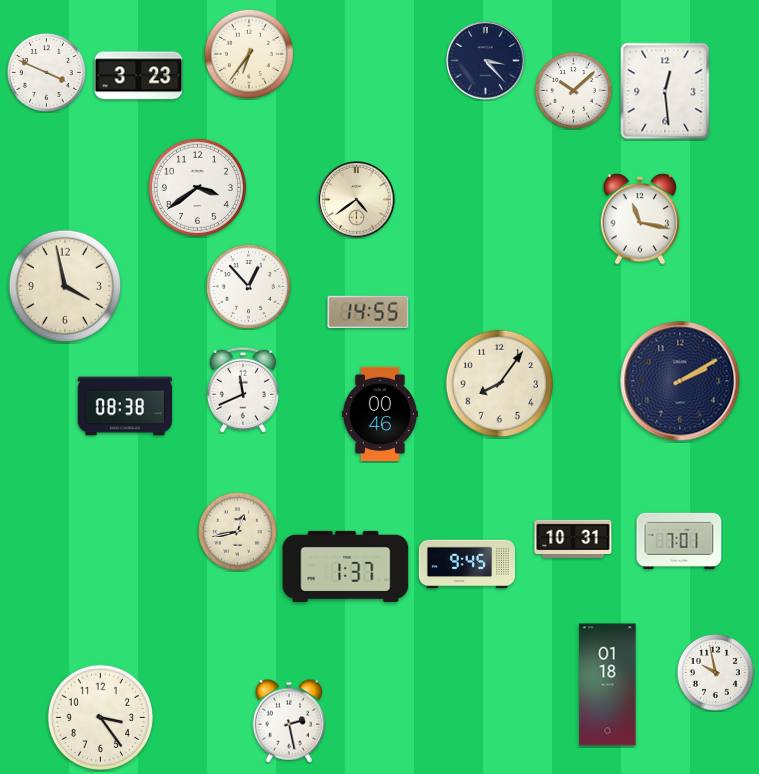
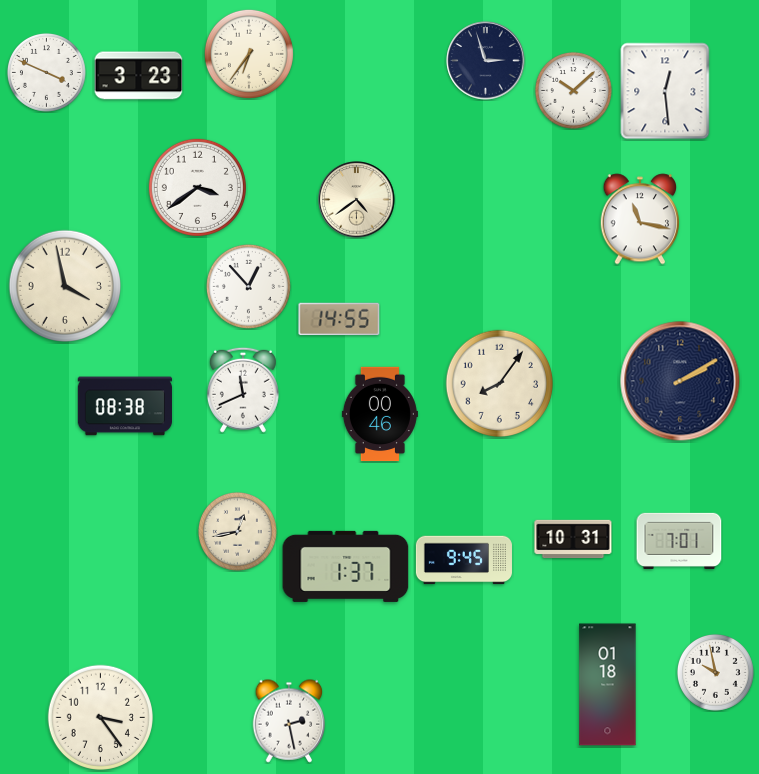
clock at (486, 61): 3:23 -> 2:57
clock at (368, 312) position: (368, 312) -> (339, 319)
clock at (467, 564) position: (467, 564) -> (464, 560)
